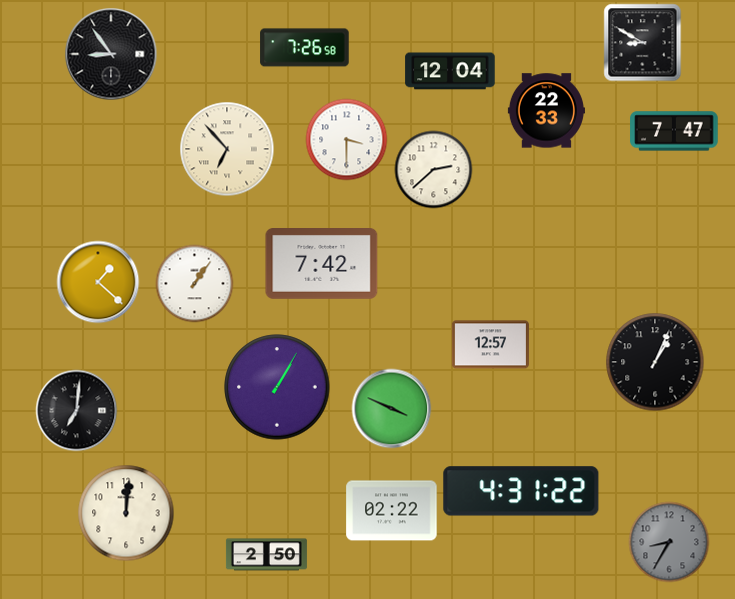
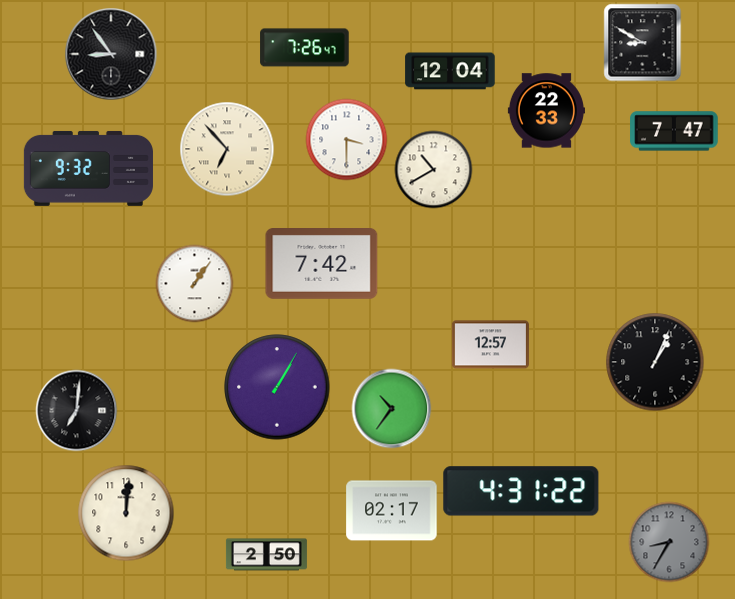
clock at (305, 48): 7:26:58 -> 7:26:47
clock at (88, 168): none -> 9:32
clock at (433, 169): 2:38 -> 10:40
clock at (98, 282): 1:22 -> none
clock at (391, 408): 3:49 -> 10:36
clock at (392, 511): 02:22 -> 02:17
